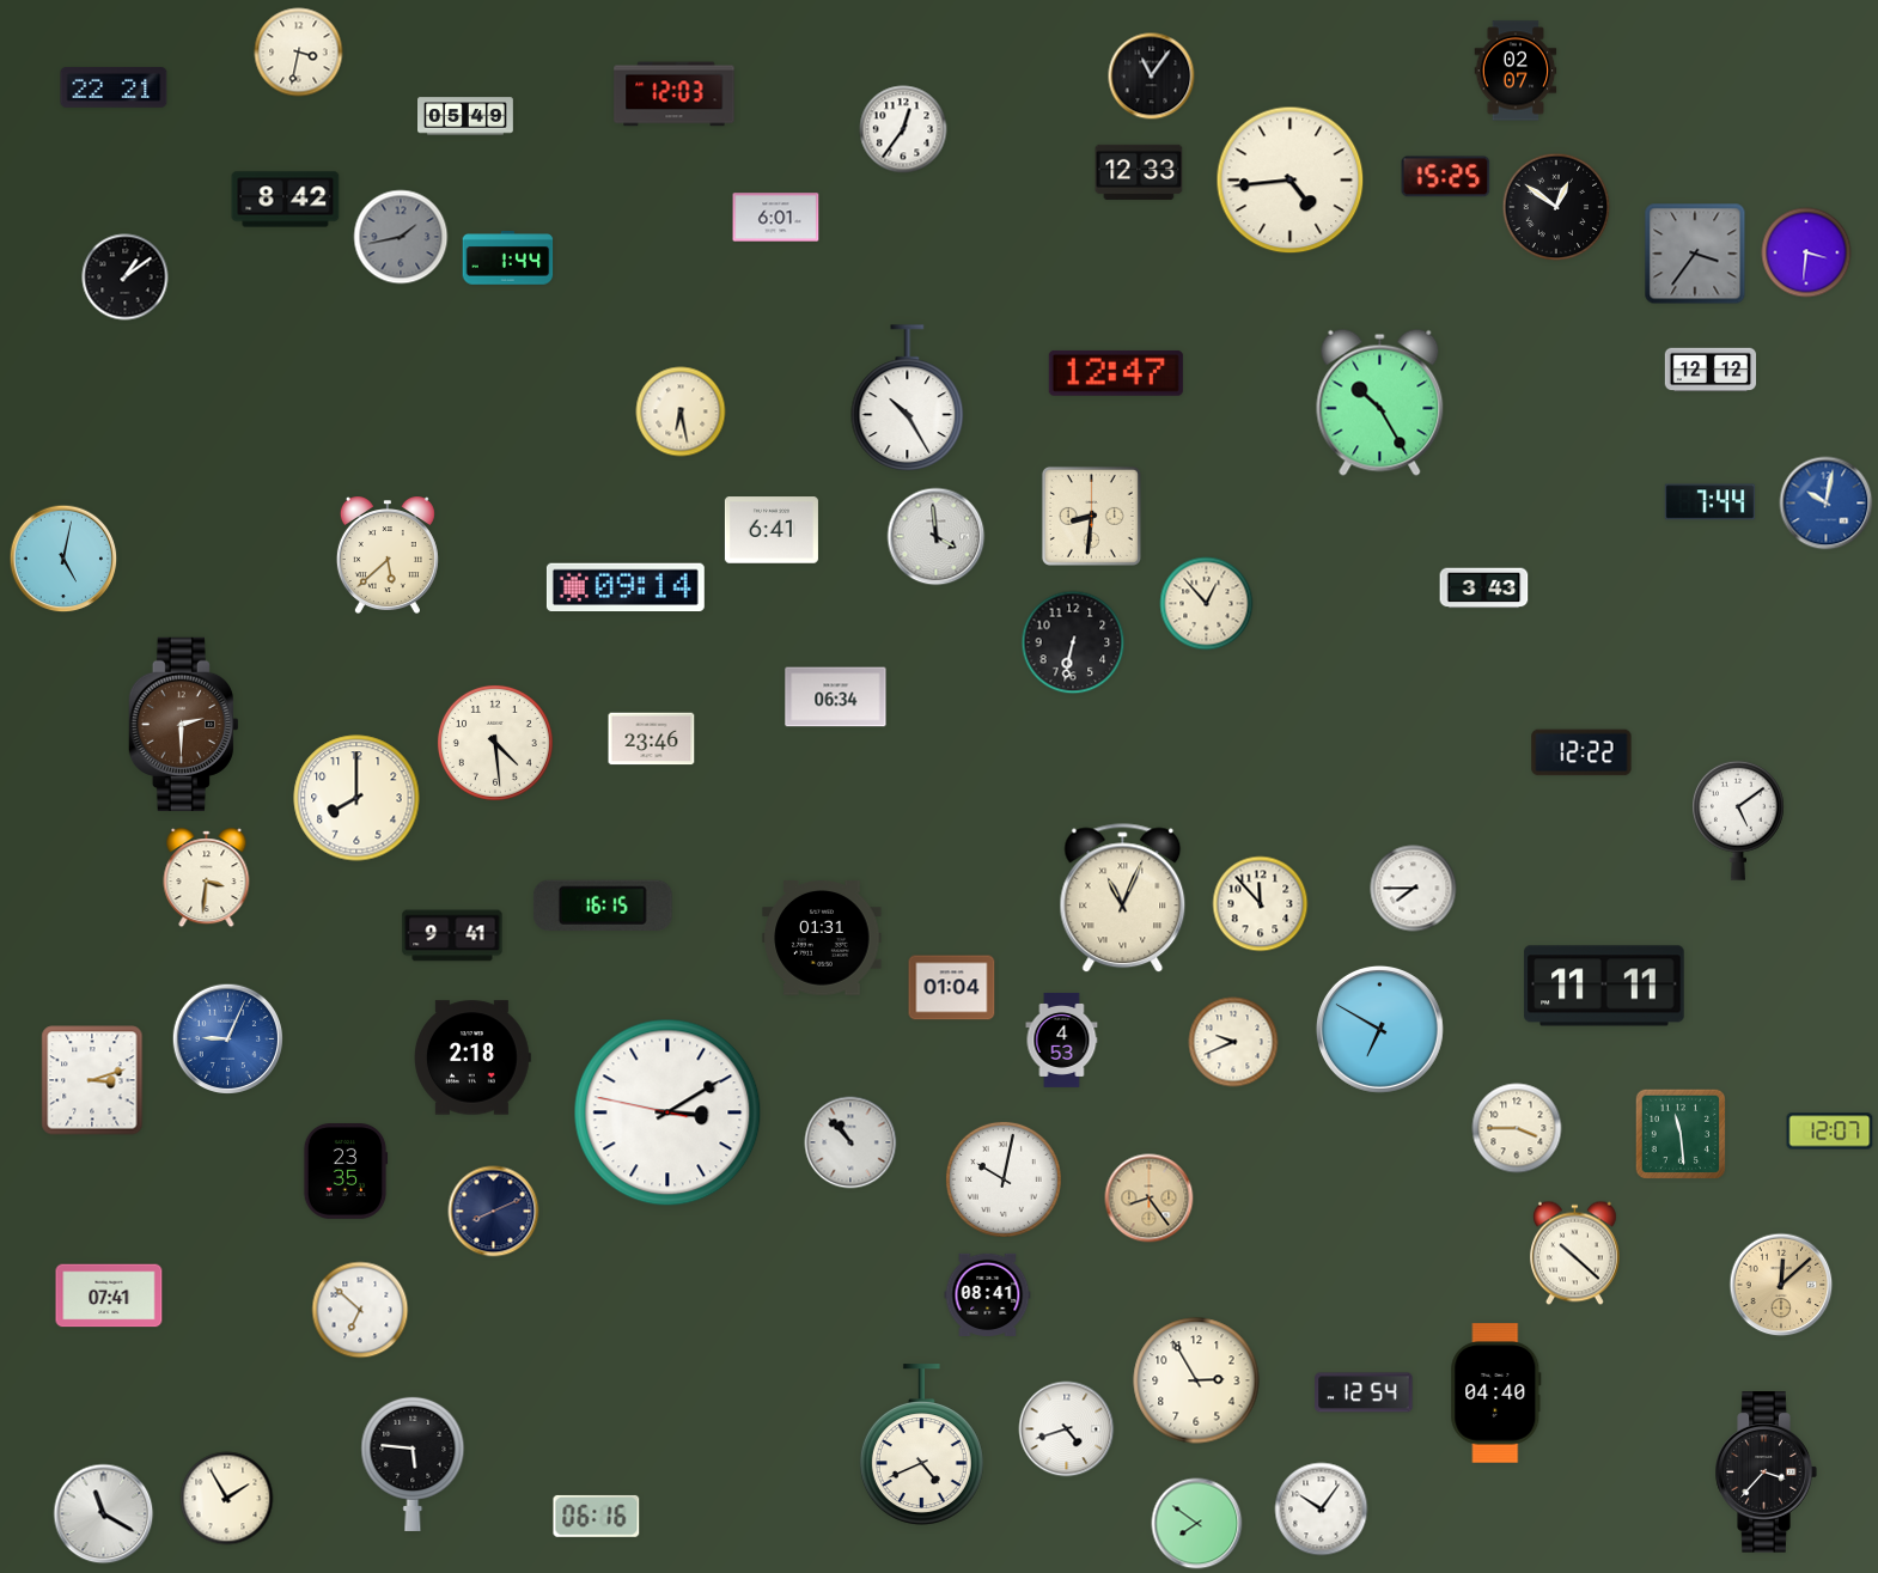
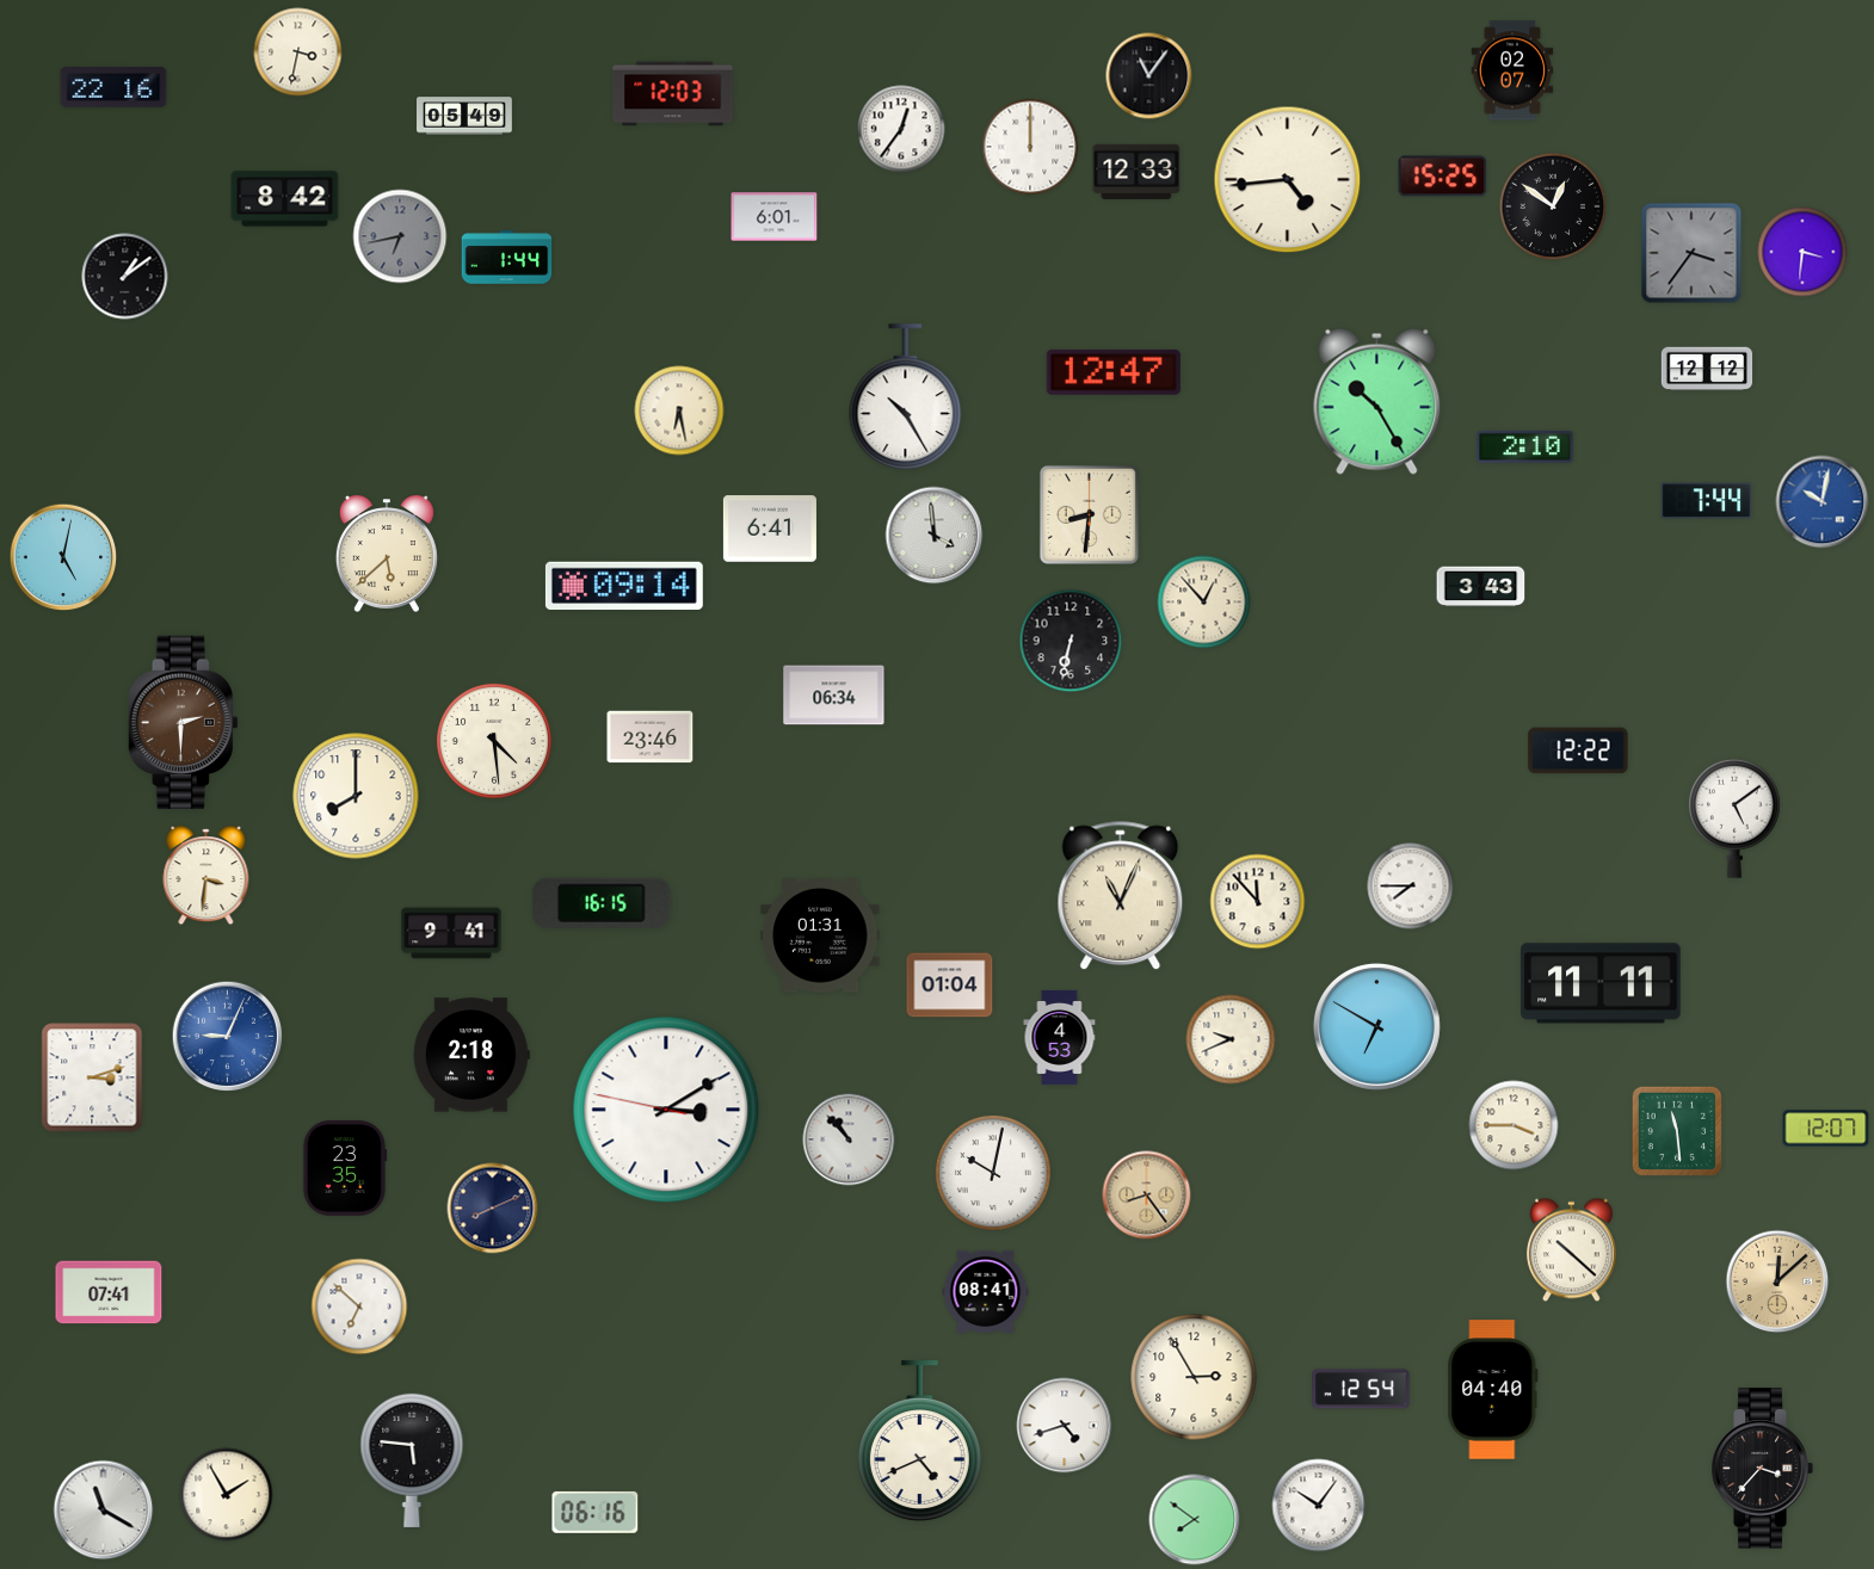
clock at (114, 87): 22:21 -> 22:16
clock at (1030, 147): none -> 12:00
clock at (401, 237): 1:43 -> 6:43
clock at (1525, 446): none -> 2:10
clock at (1004, 1179) position: (1004, 1179) -> (993, 1173)
